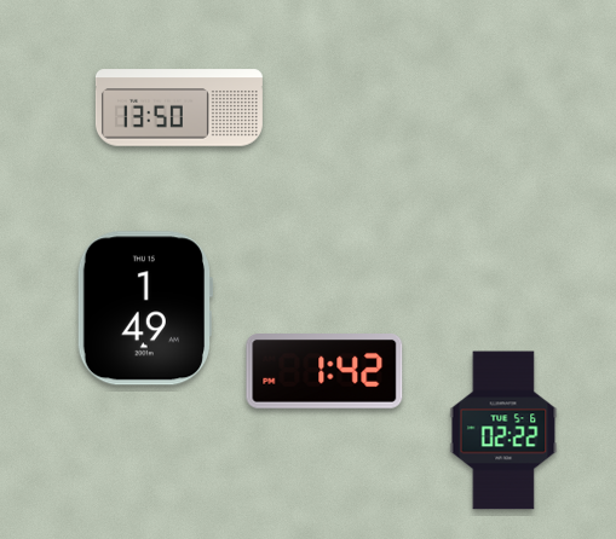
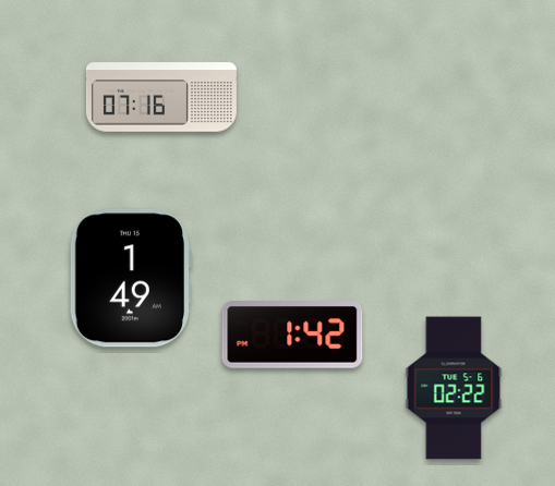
clock at (179, 108): 13:50 -> 07:16
